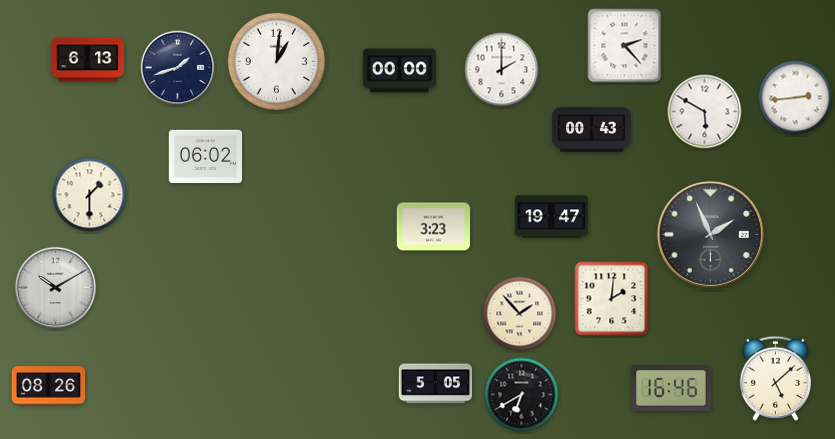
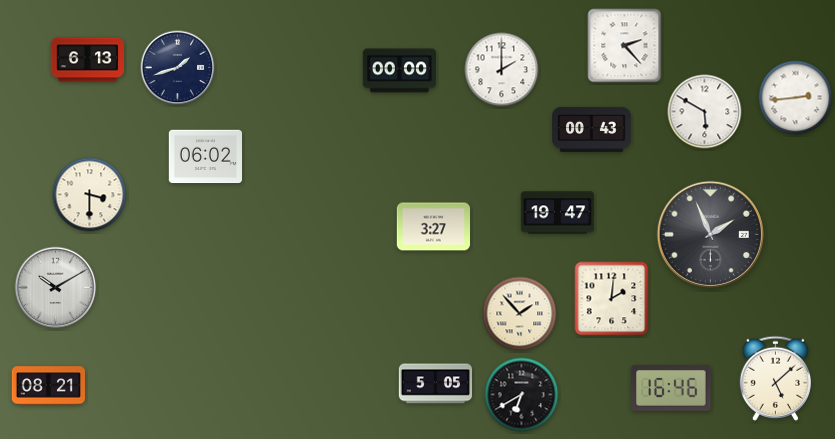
clock at (276, 61): 1:01 -> none
clock at (90, 195): 1:30 -> 3:30
clock at (552, 217) position: (552, 217) -> (558, 213)
clock at (434, 227): 3:23 -> 3:27
clock at (49, 386): 08:26 -> 08:21
